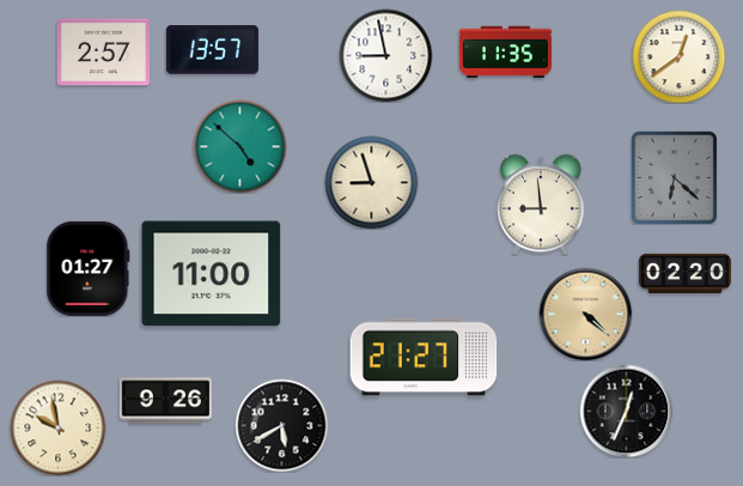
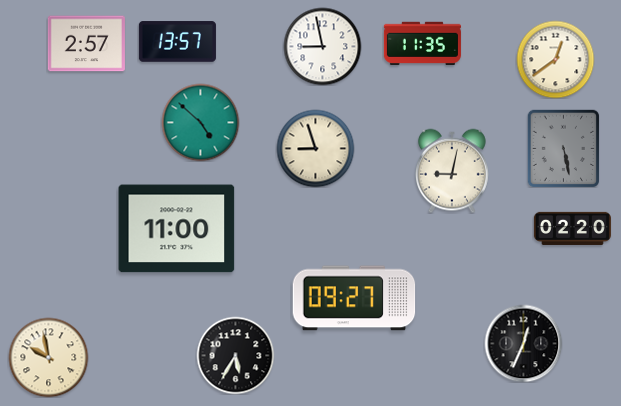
clock at (678, 56) position: (678, 56) -> (555, 59)
clock at (675, 177): 6:22 -> 5:28
clock at (371, 182) position: (371, 182) -> (315, 148)
clock at (541, 205): 8:59 -> 9:02
clock at (89, 268): 01:27 -> none
clock at (585, 314): 4:22 -> none
clock at (424, 357): 21:27 -> 09:27
clock at (165, 401): 9:26 -> none
clock at (281, 425): 5:40 -> 5:35
